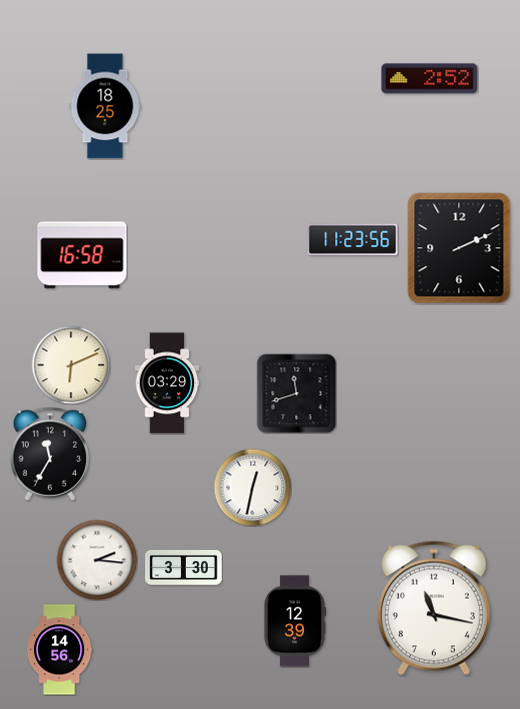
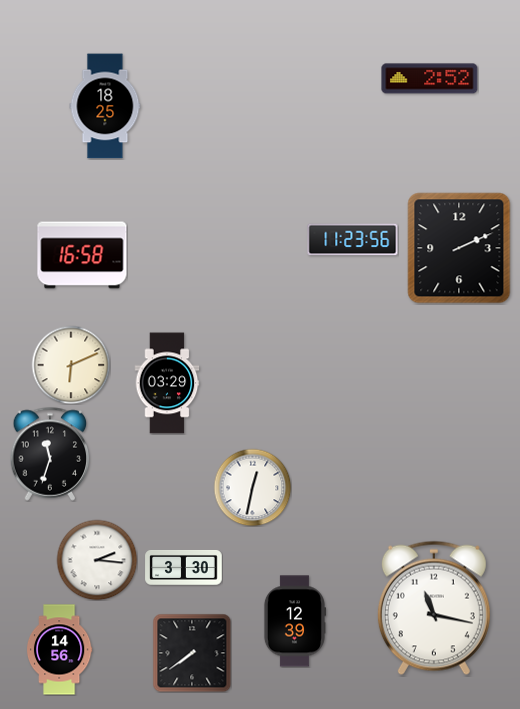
clock at (296, 393): 11:42 -> none
clock at (50, 454): 11:35 -> 11:33
clock at (192, 653): none -> 7:39
